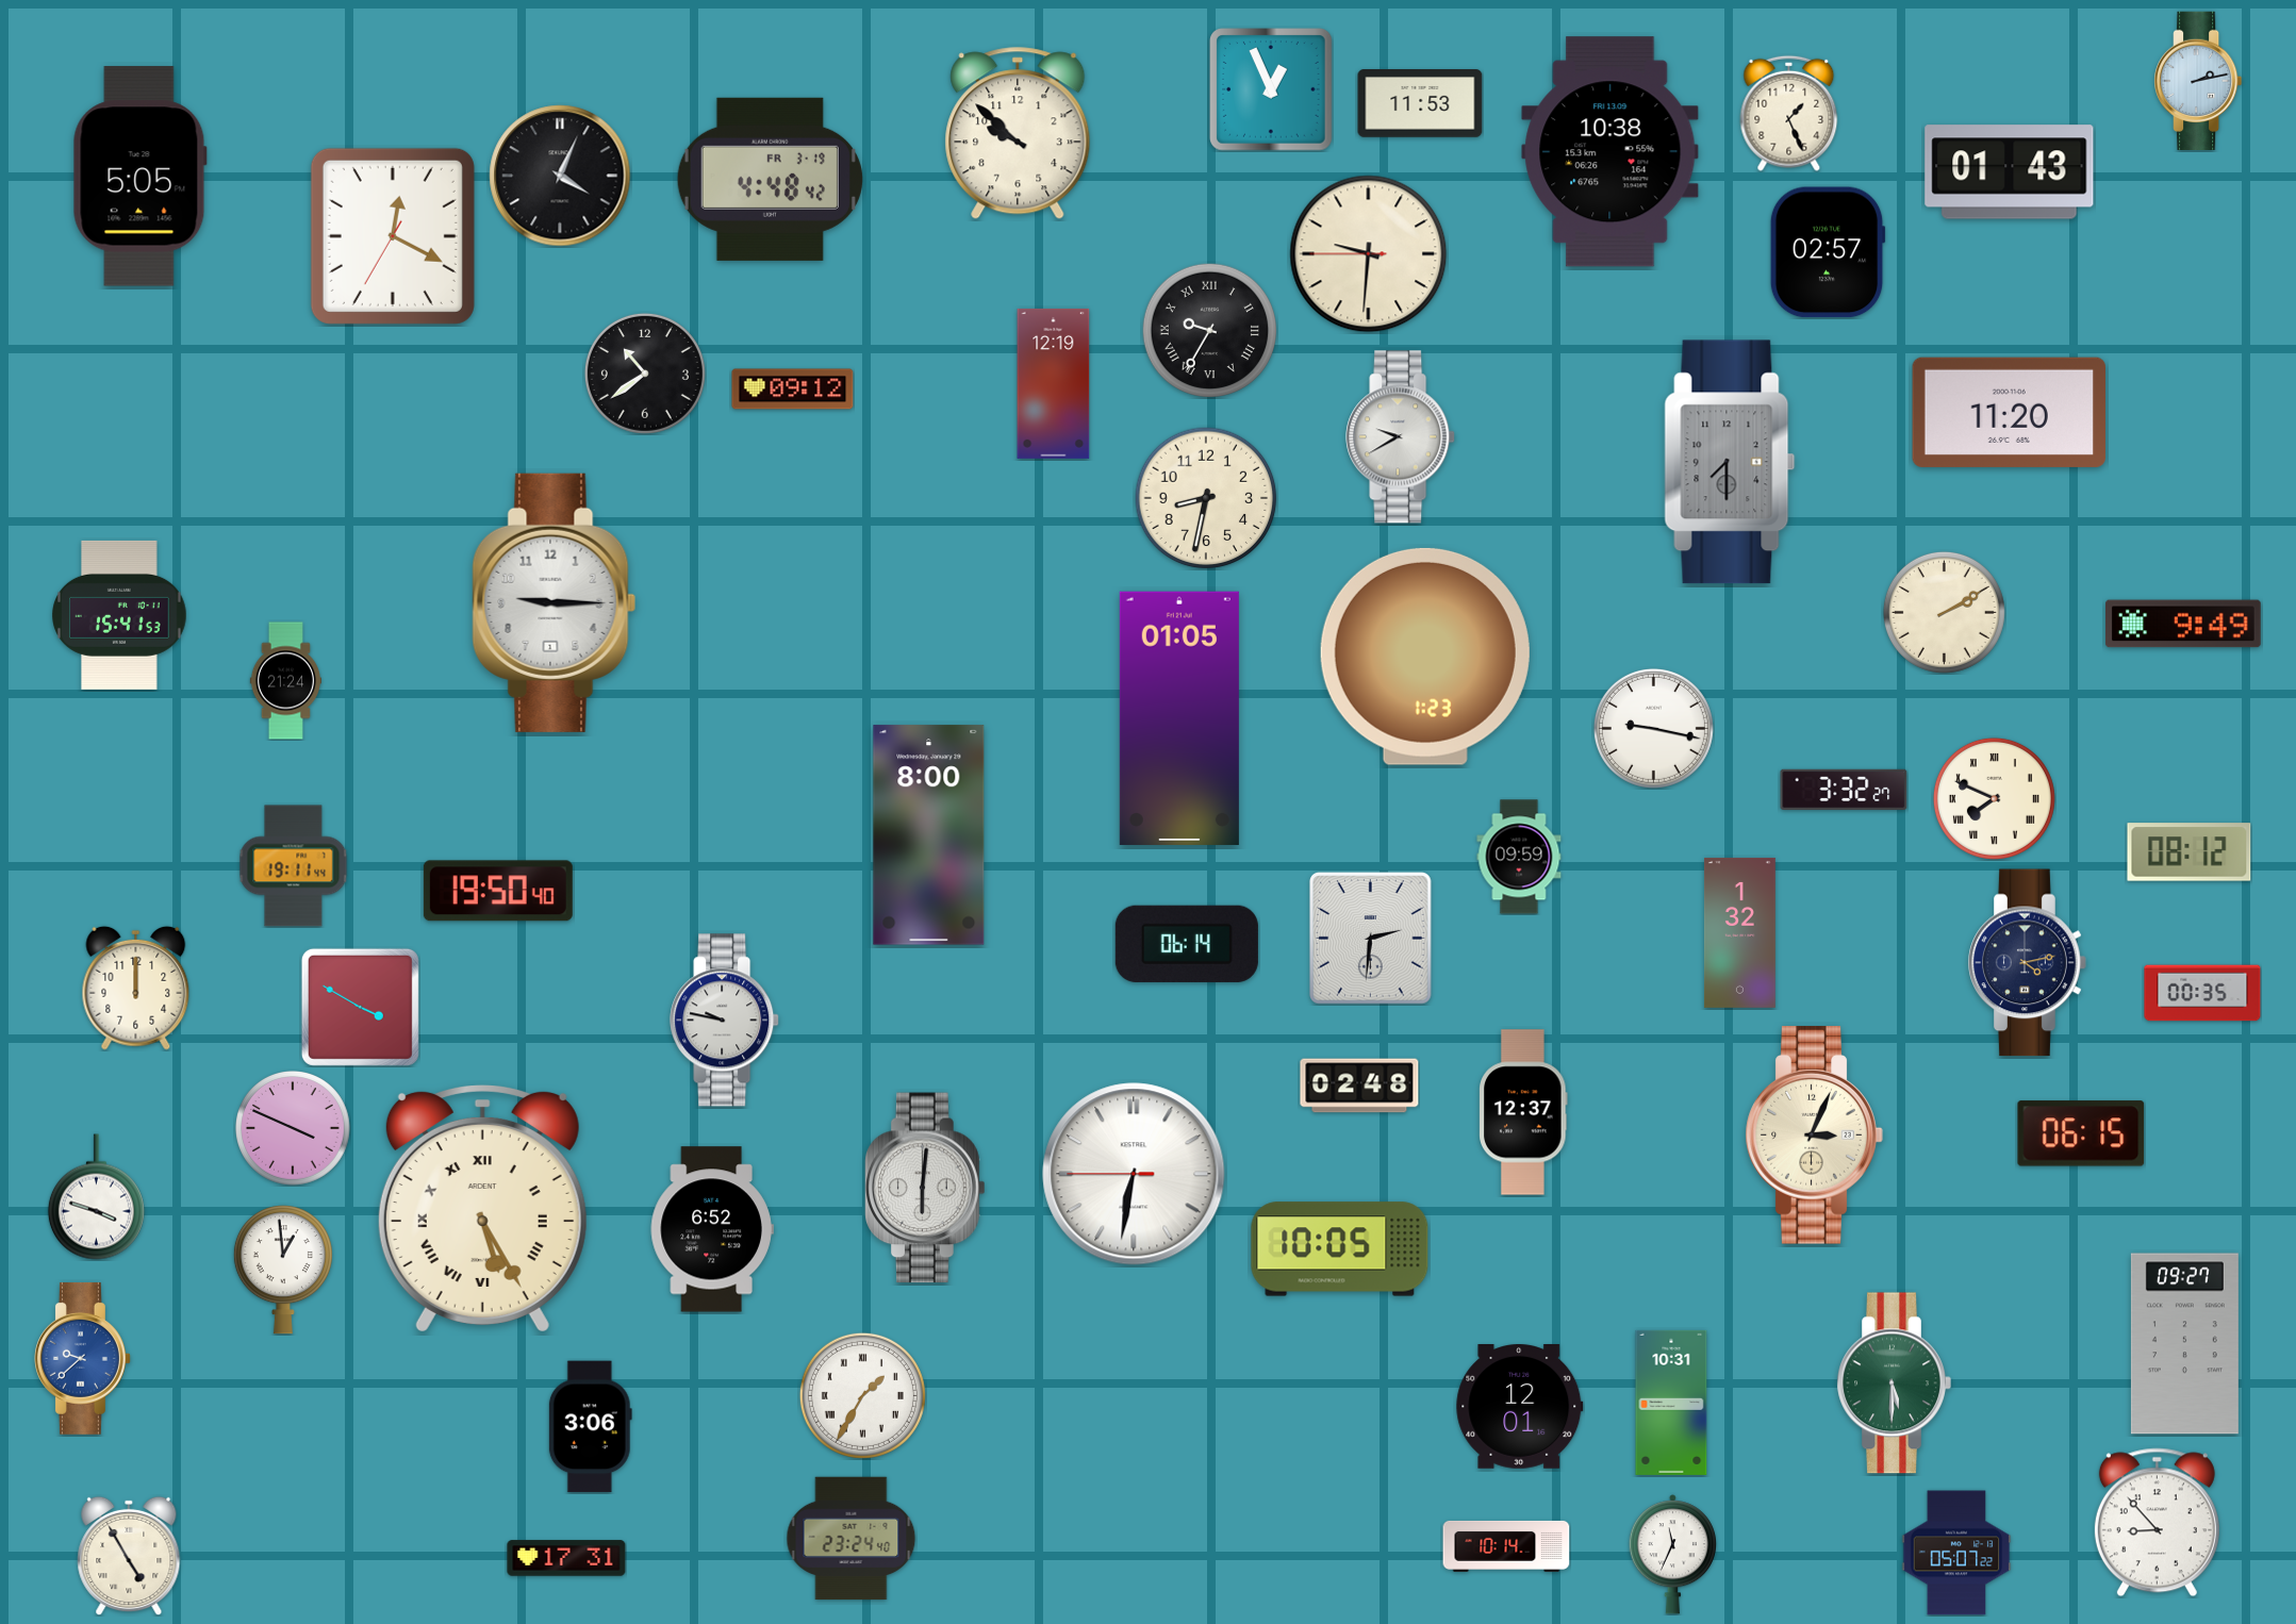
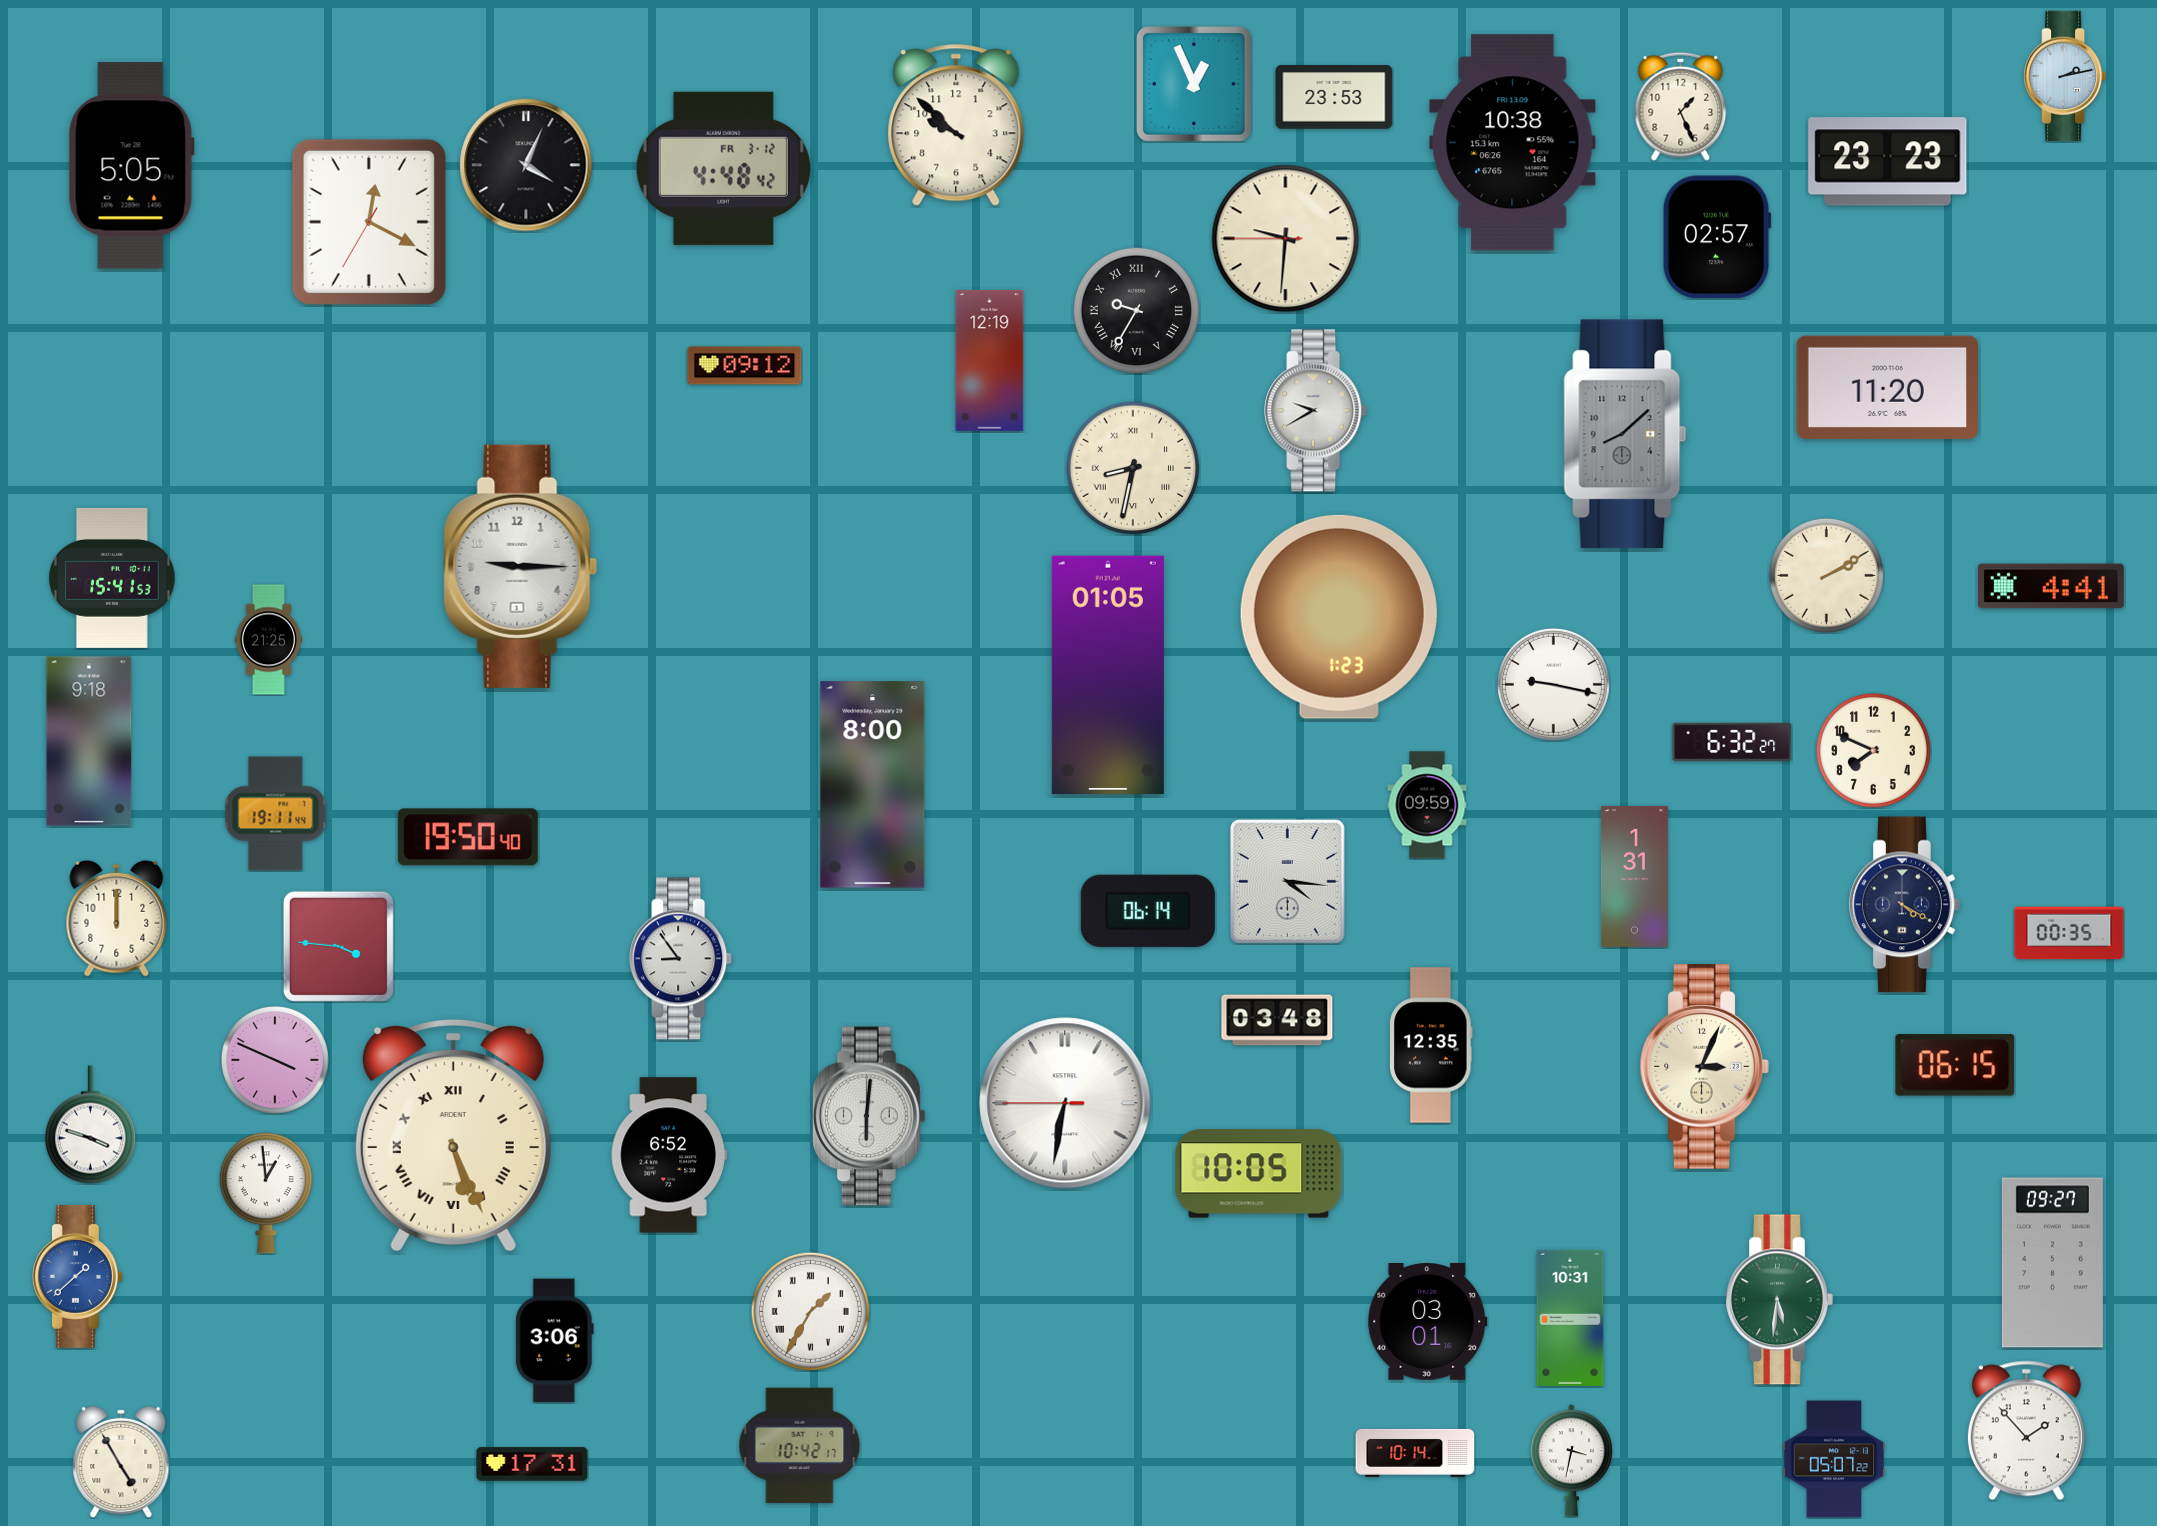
clock at (1420, 103): 11:53 -> 23:53
clock at (2010, 172): 01:43 -> 23:23
clock at (770, 179) date: FR 3-19 -> FR 3-12
clock at (645, 374): 10:39 -> none
clock at (1730, 462): 7:30 -> 8:08
clock at (1206, 498) numerals: Arabic -> Roman
clock at (2184, 624): 9:49 -> 4:41
clock at (285, 681): 21:24 -> 21:25
clock at (89, 741): none -> 9:18
clock at (1844, 790): 3:32 -> 6:32
clock at (1994, 798) numerals: Roman -> Arabic
clock at (2190, 852): 08:12 -> none
clock at (1739, 932): 1:32 -> 1:31
clock at (1371, 939): 2:31 -> 4:16
clock at (1187, 944) position: (1187, 944) -> (1148, 911)
clock at (2028, 963): 4:13 -> 4:20
clock at (136, 988) position: (136, 988) -> (117, 918)
clock at (360, 1007): 3:50 -> 3:46
clock at (725, 1021): 9:47 -> 8:54
clock at (1359, 1086): 02:48 -> 03:48
clock at (1523, 1112): 12:37 -> 12:35
clock at (482, 1208): 5:25 -> 5:26
clock at (82, 1358): 9:38 -> 1:38
clock at (1894, 1383): 5:30 -> 5:31
clock at (1520, 1407): 12:01 -> 03:01
clock at (2157, 1523): 8:53 -> 1:53
clock at (852, 1539): 23:24 -> 10:42
clock at (1956, 1553) position: (1956, 1553) -> (1834, 1459)
clock at (1672, 1555): 11:34 -> 3:32
